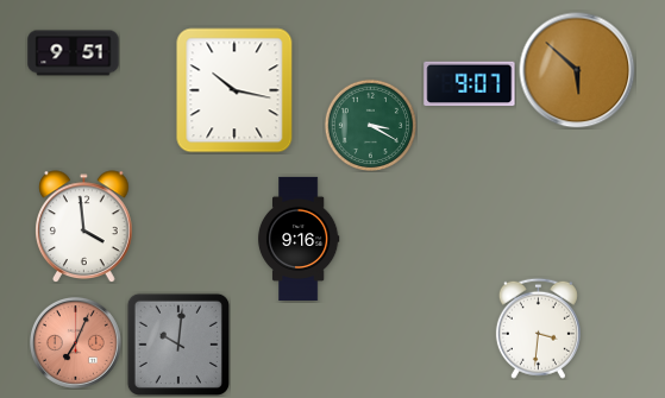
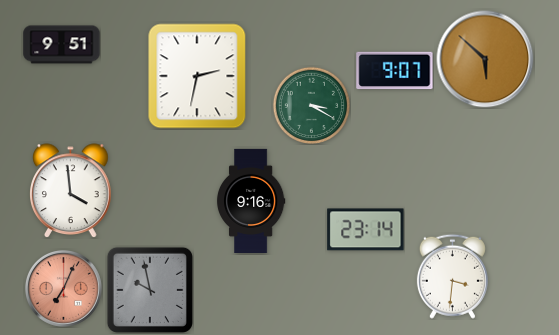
clock at (234, 90): 10:17 -> 2:32
clock at (366, 230): none -> 23:14
clock at (178, 345): 10:01 -> 9:58
